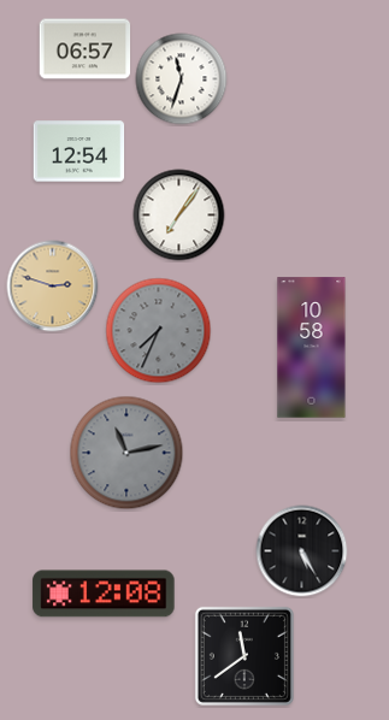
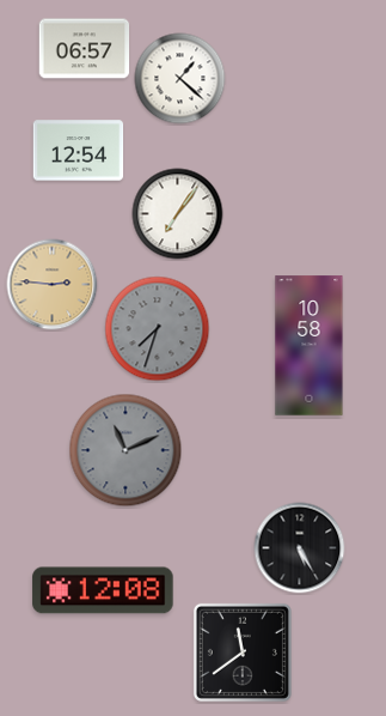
clock at (182, 79): 11:33 -> 1:22
clock at (53, 287): 2:48 -> 2:46
clock at (159, 331): 7:34 -> 7:33
clock at (126, 453): 11:13 -> 11:11
